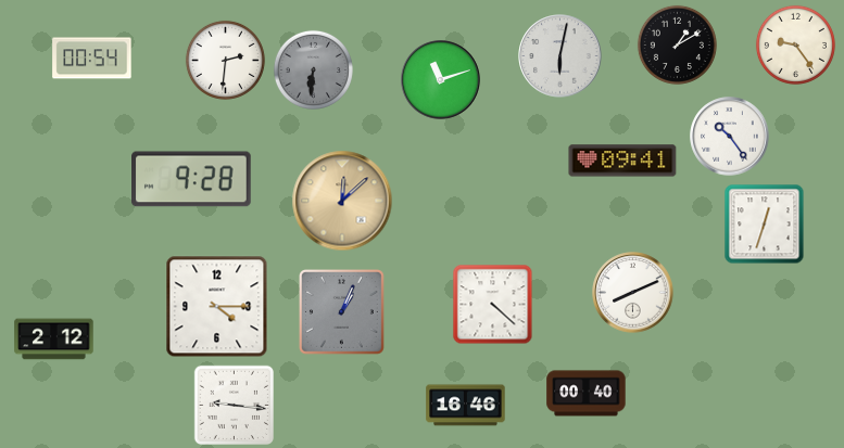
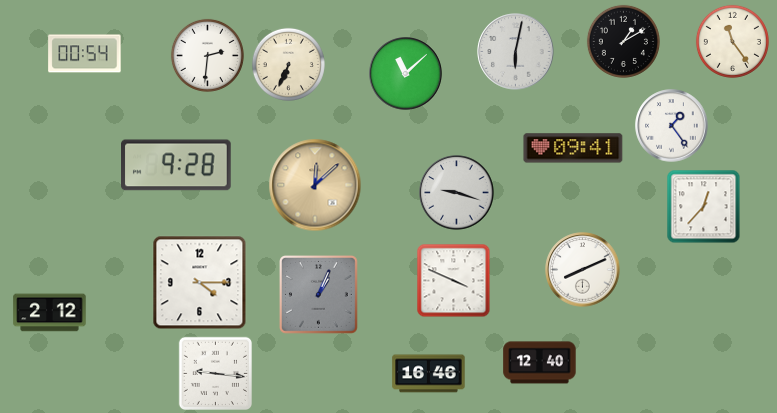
clock at (795, 44): 9:24 -> 11:24
clock at (313, 69): 6:31 -> 6:34
clock at (313, 69) dial: grey -> cream
clock at (441, 80): 11:12 -> 11:08
clock at (730, 137): 10:24 -> 1:24
clock at (457, 193): none -> 9:18
clock at (765, 225): 12:33 -> 12:37
clock at (493, 305): 4:22 -> 3:49
clock at (342, 312) position: (342, 312) -> (319, 295)
clock at (587, 394): 00:40 -> 12:40
